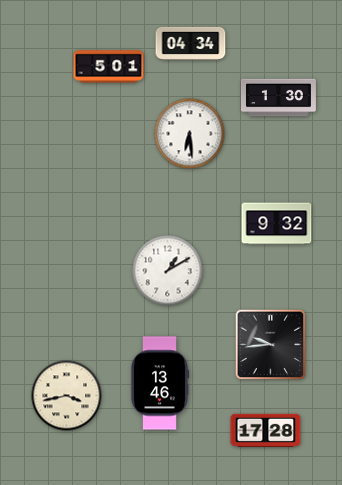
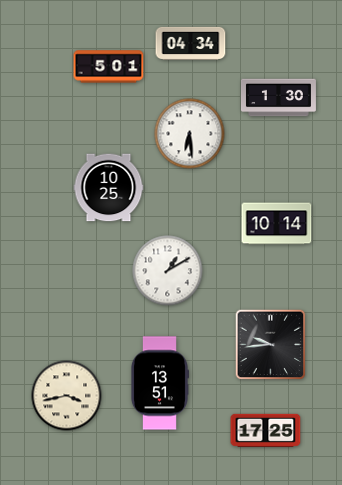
clock at (109, 188): none -> 10:25
clock at (277, 224): 9:32 -> 10:14
clock at (159, 383): 13:46 -> 13:51
clock at (266, 430): 17:28 -> 17:25
